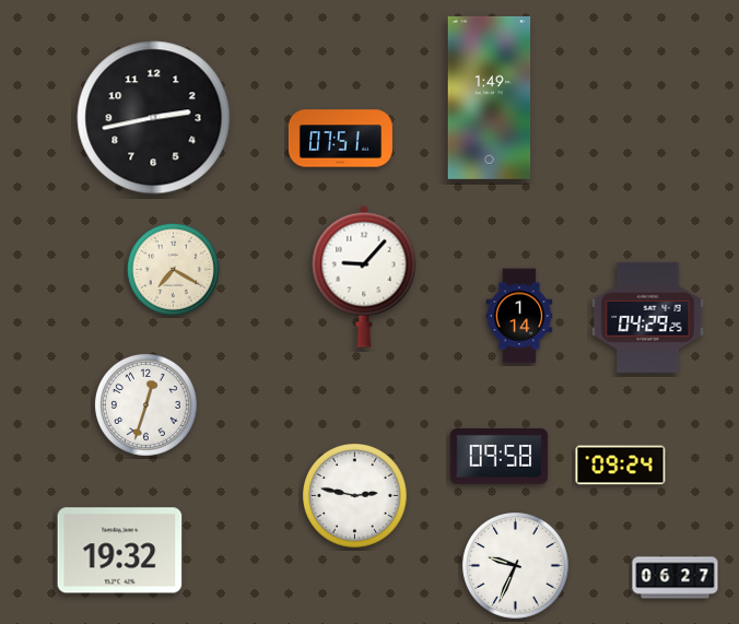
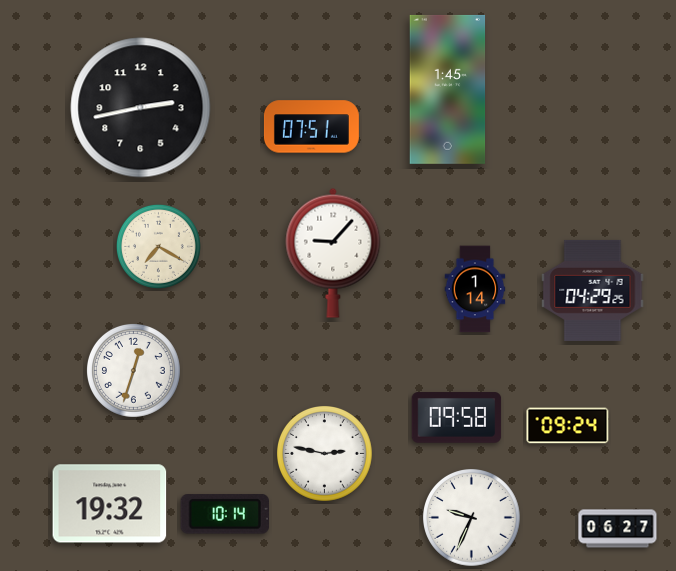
clock at (490, 97): 1:49 -> 1:45
clock at (225, 514): none -> 10:14
